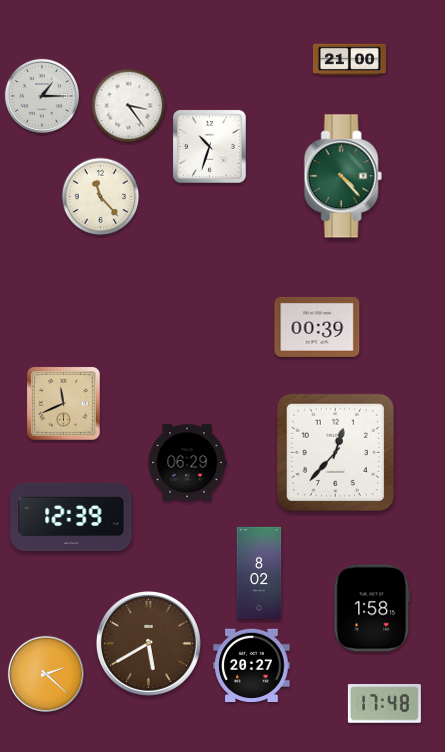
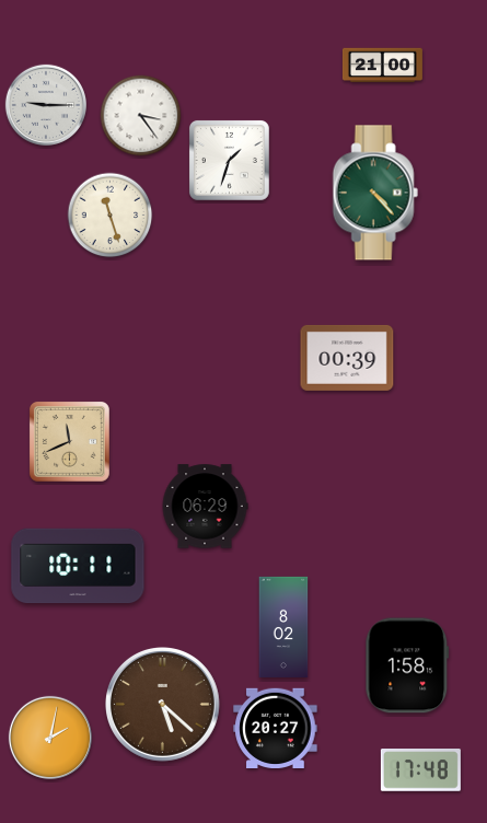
clock at (41, 95): 1:15 -> 9:15
clock at (209, 146): 10:33 -> 1:33
clock at (101, 197): 11:23 -> 11:27
clock at (335, 452): 12:37 -> none
clock at (71, 517): 12:39 -> 10:11
clock at (149, 644): 5:40 -> 5:22
clock at (46, 674): 2:22 -> 2:02
